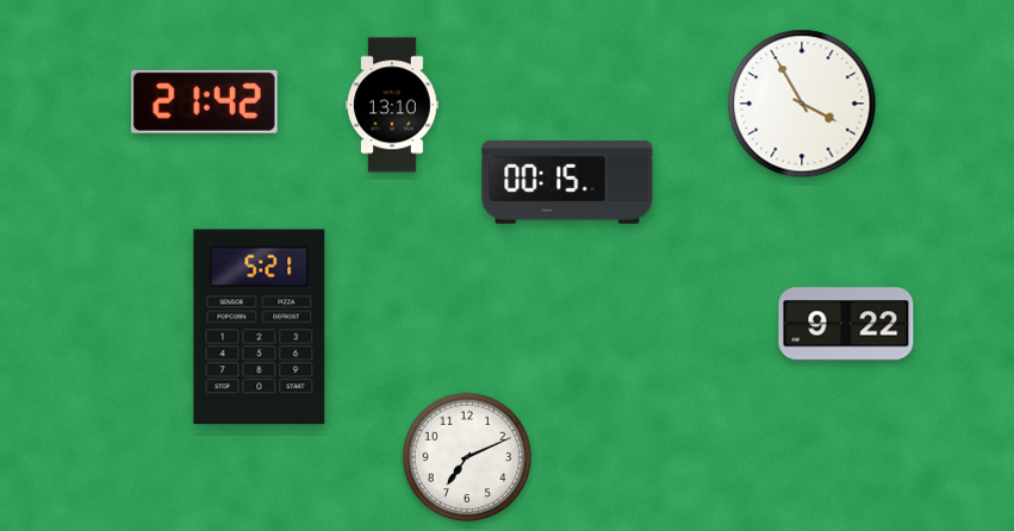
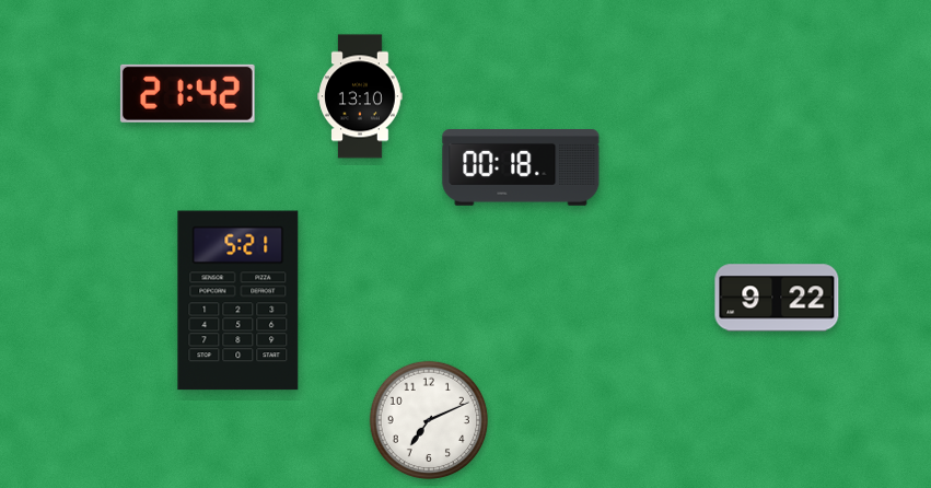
clock at (802, 104): 3:55 -> none
clock at (567, 183): 00:15 -> 00:18
